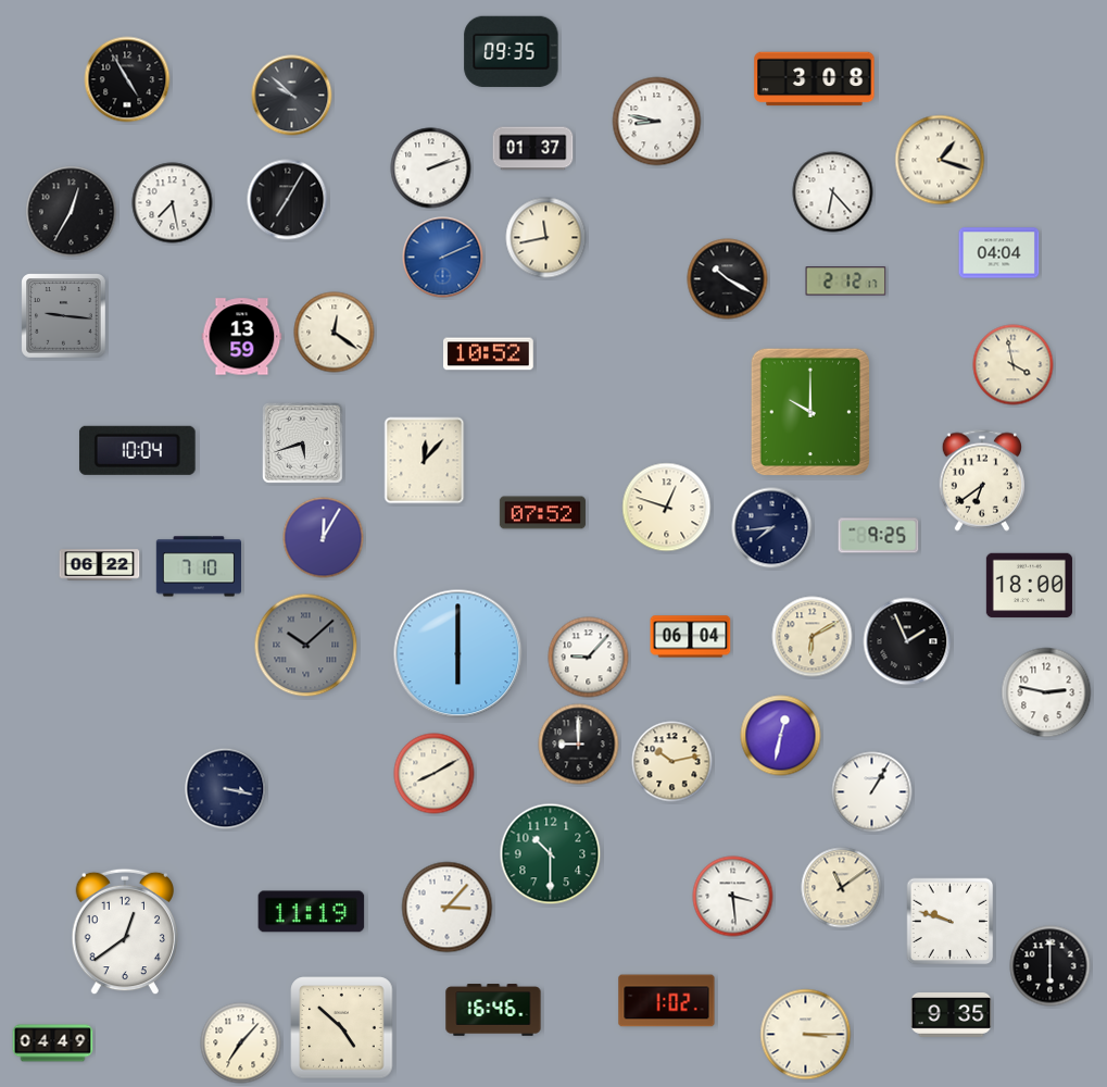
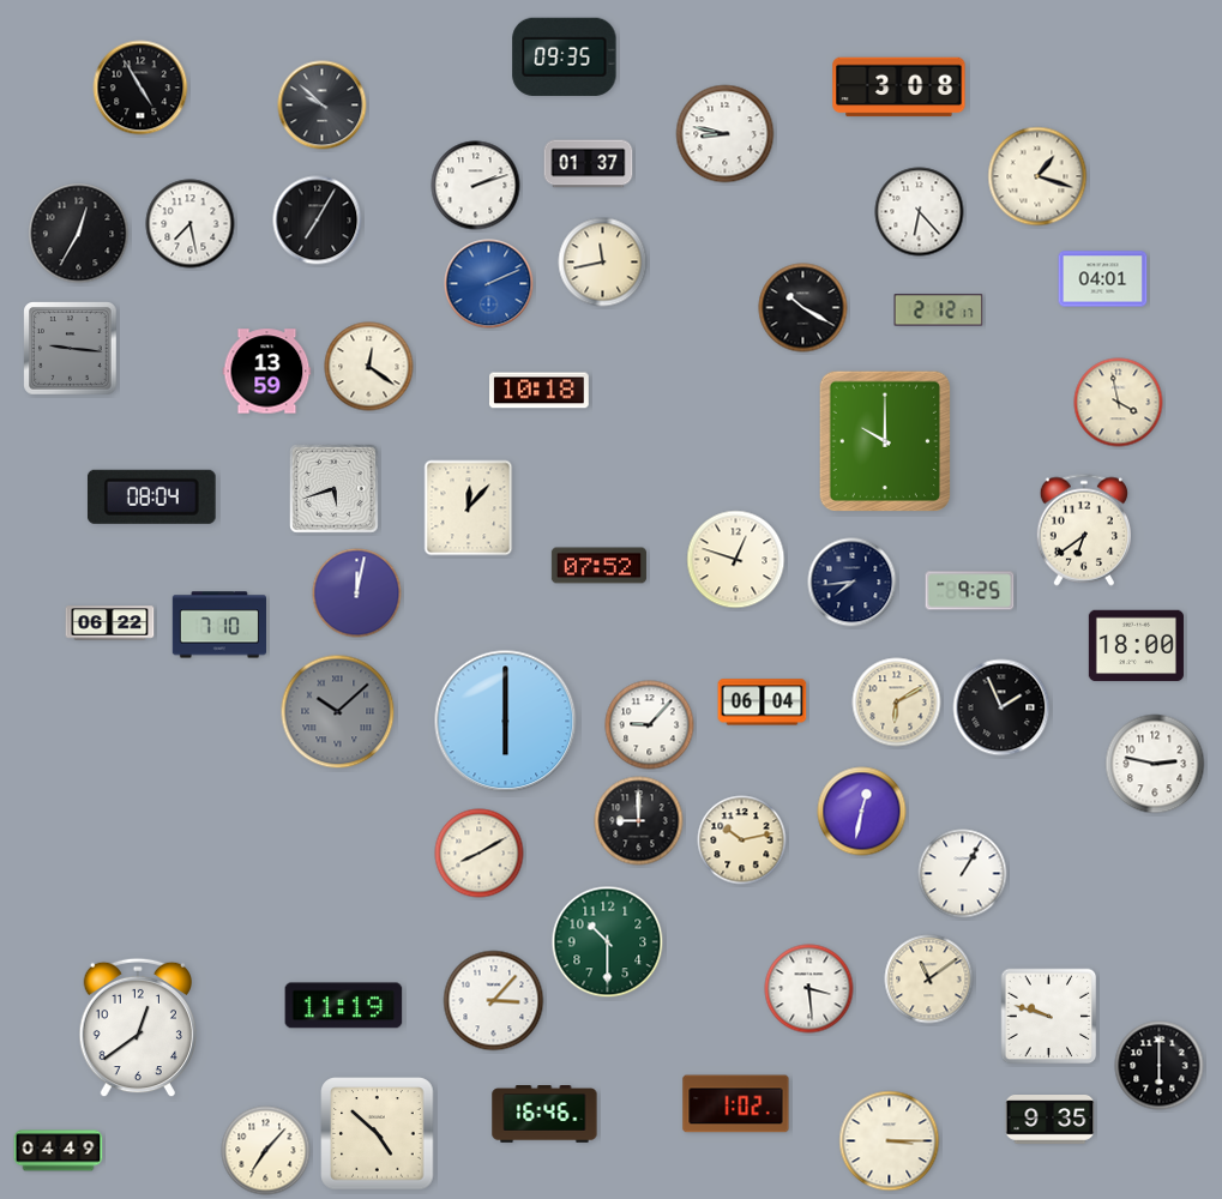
clock at (999, 253): 04:04 -> 04:01
clock at (846, 282) position: (846, 282) -> (939, 311)
clock at (489, 354): 10:52 -> 10:18
clock at (809, 412) position: (809, 412) -> (884, 441)
clock at (137, 450): 10:04 -> 08:04
clock at (324, 538): 12:05 -> 12:02
clock at (226, 789): 3:17 -> none
